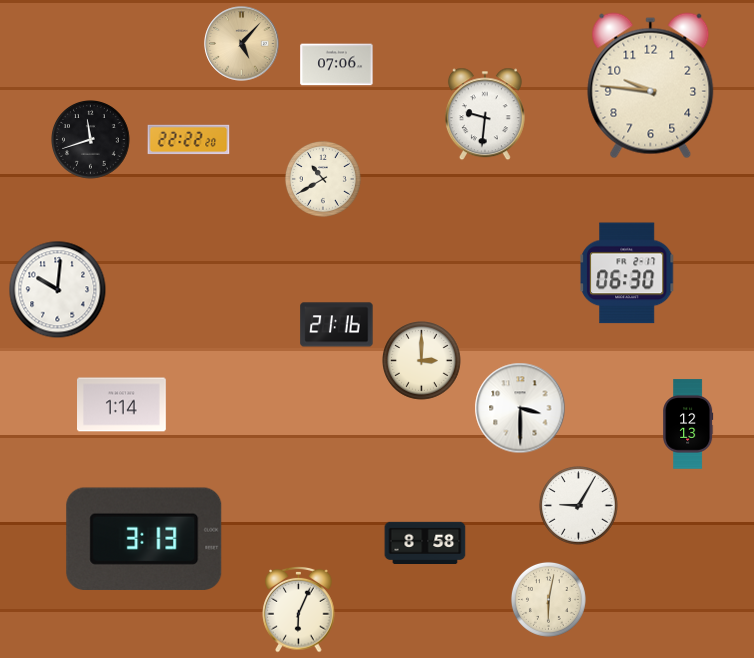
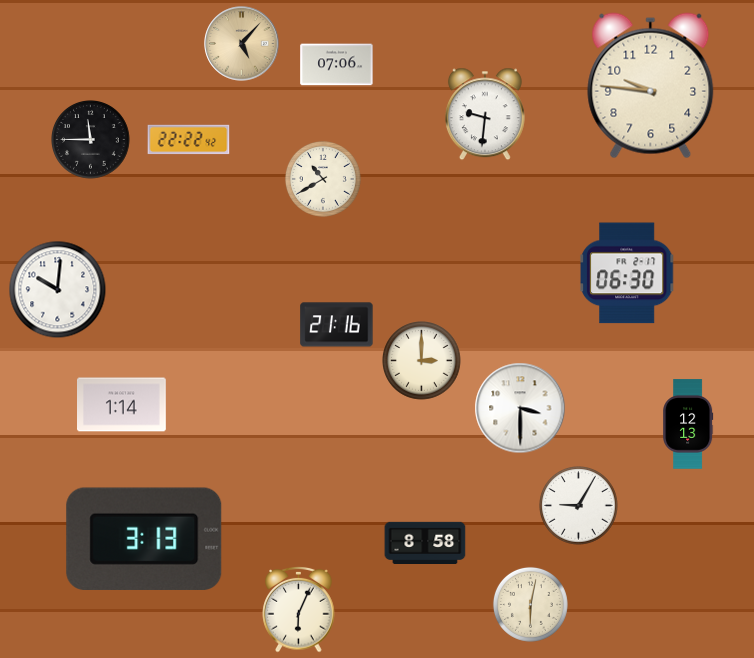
clock at (91, 140): 11:42 -> 11:45
clock at (189, 140): 22:22:20 -> 22:22:42
clock at (548, 599) position: (548, 599) -> (530, 604)
